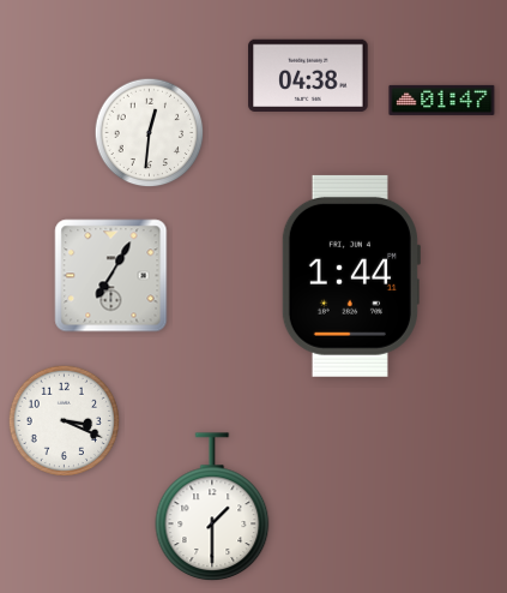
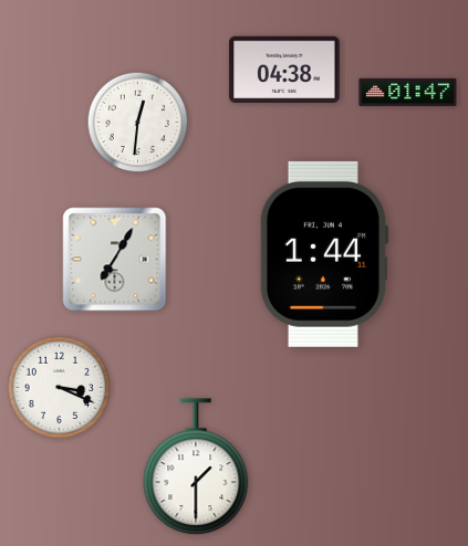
clock at (111, 276) position: (111, 276) -> (115, 260)
